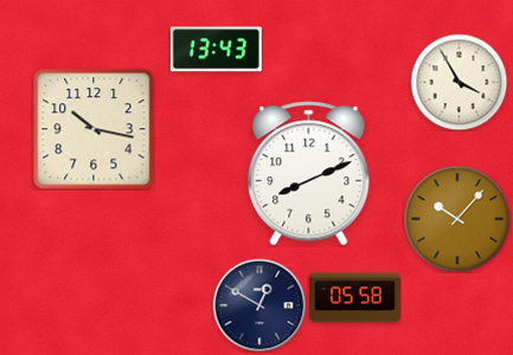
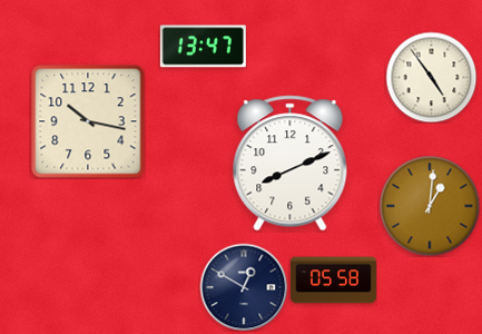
clock at (216, 50): 13:43 -> 13:47
clock at (459, 82): 3:55 -> 4:54
clock at (457, 219): 10:07 -> 1:01
